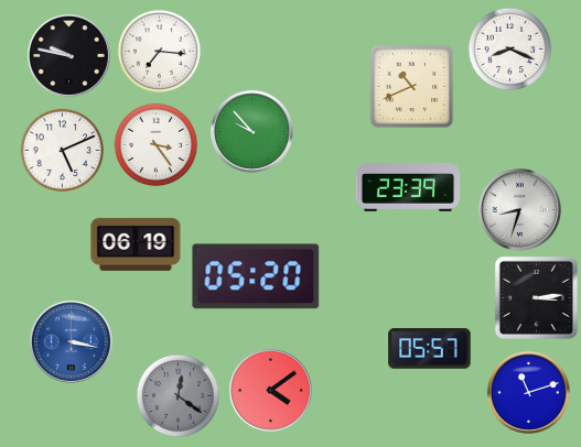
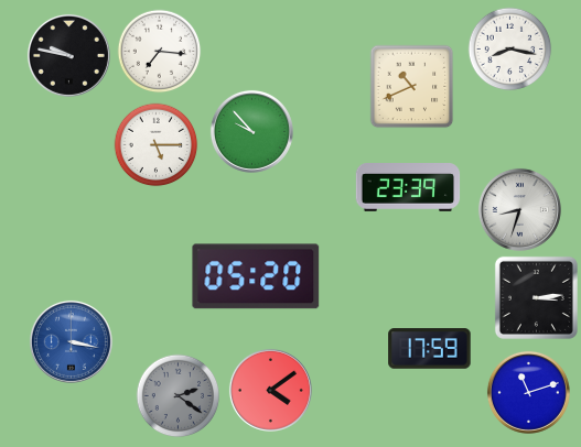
clock at (510, 50): 8:19 -> 8:17
clock at (157, 145): 3:24 -> 5:15
clock at (63, 151): 5:11 -> none
clock at (136, 244): 06:19 -> none
clock at (430, 349): 05:57 -> 17:59
clock at (179, 396): 12:21 -> 2:21
